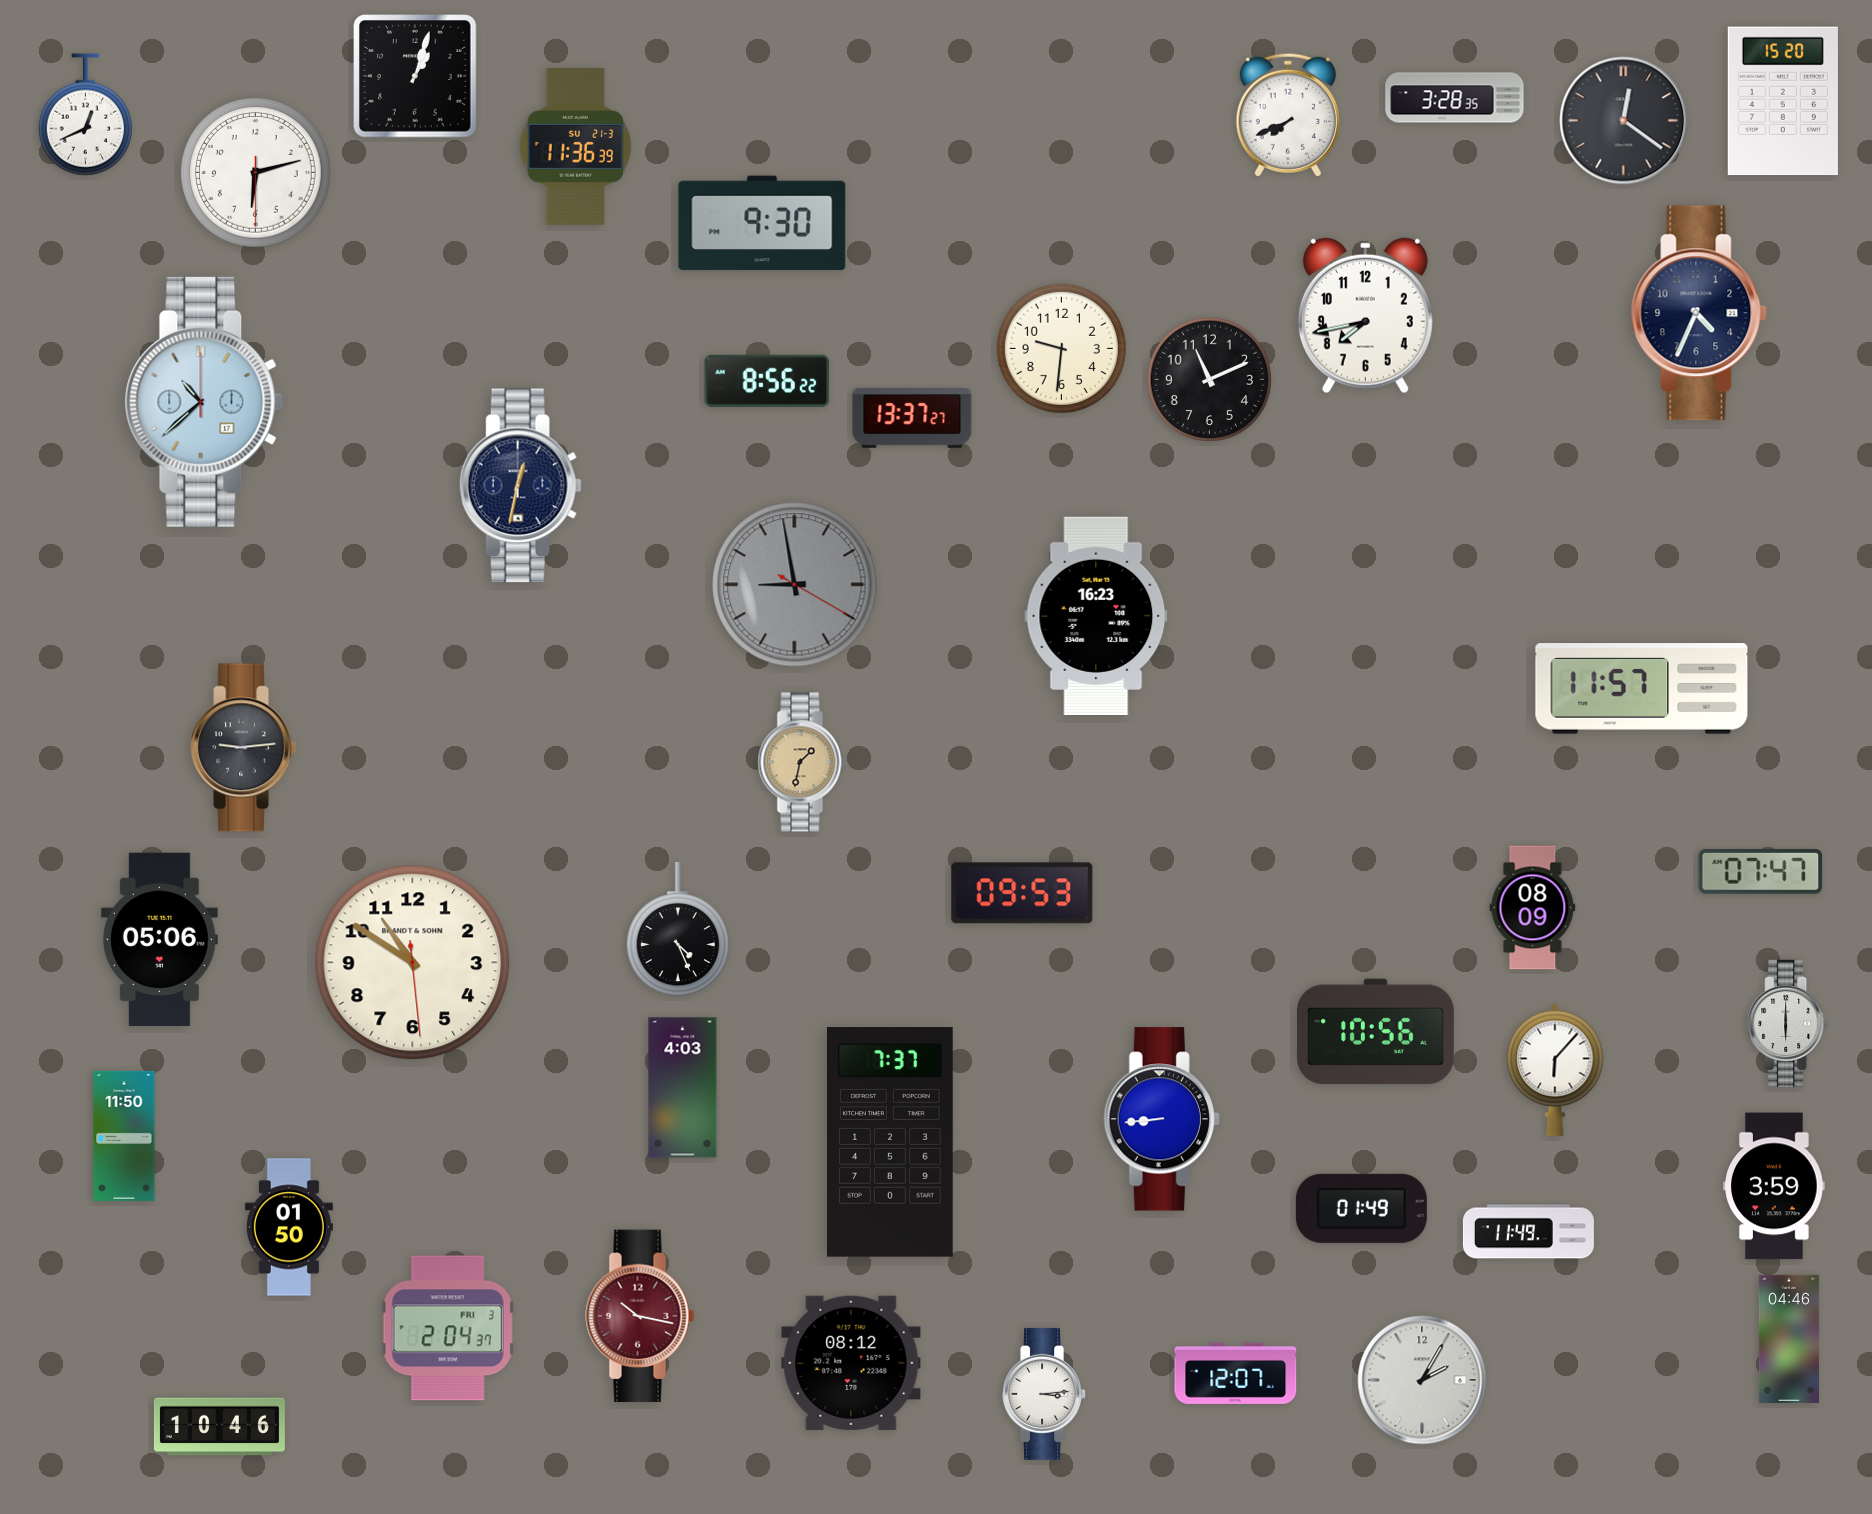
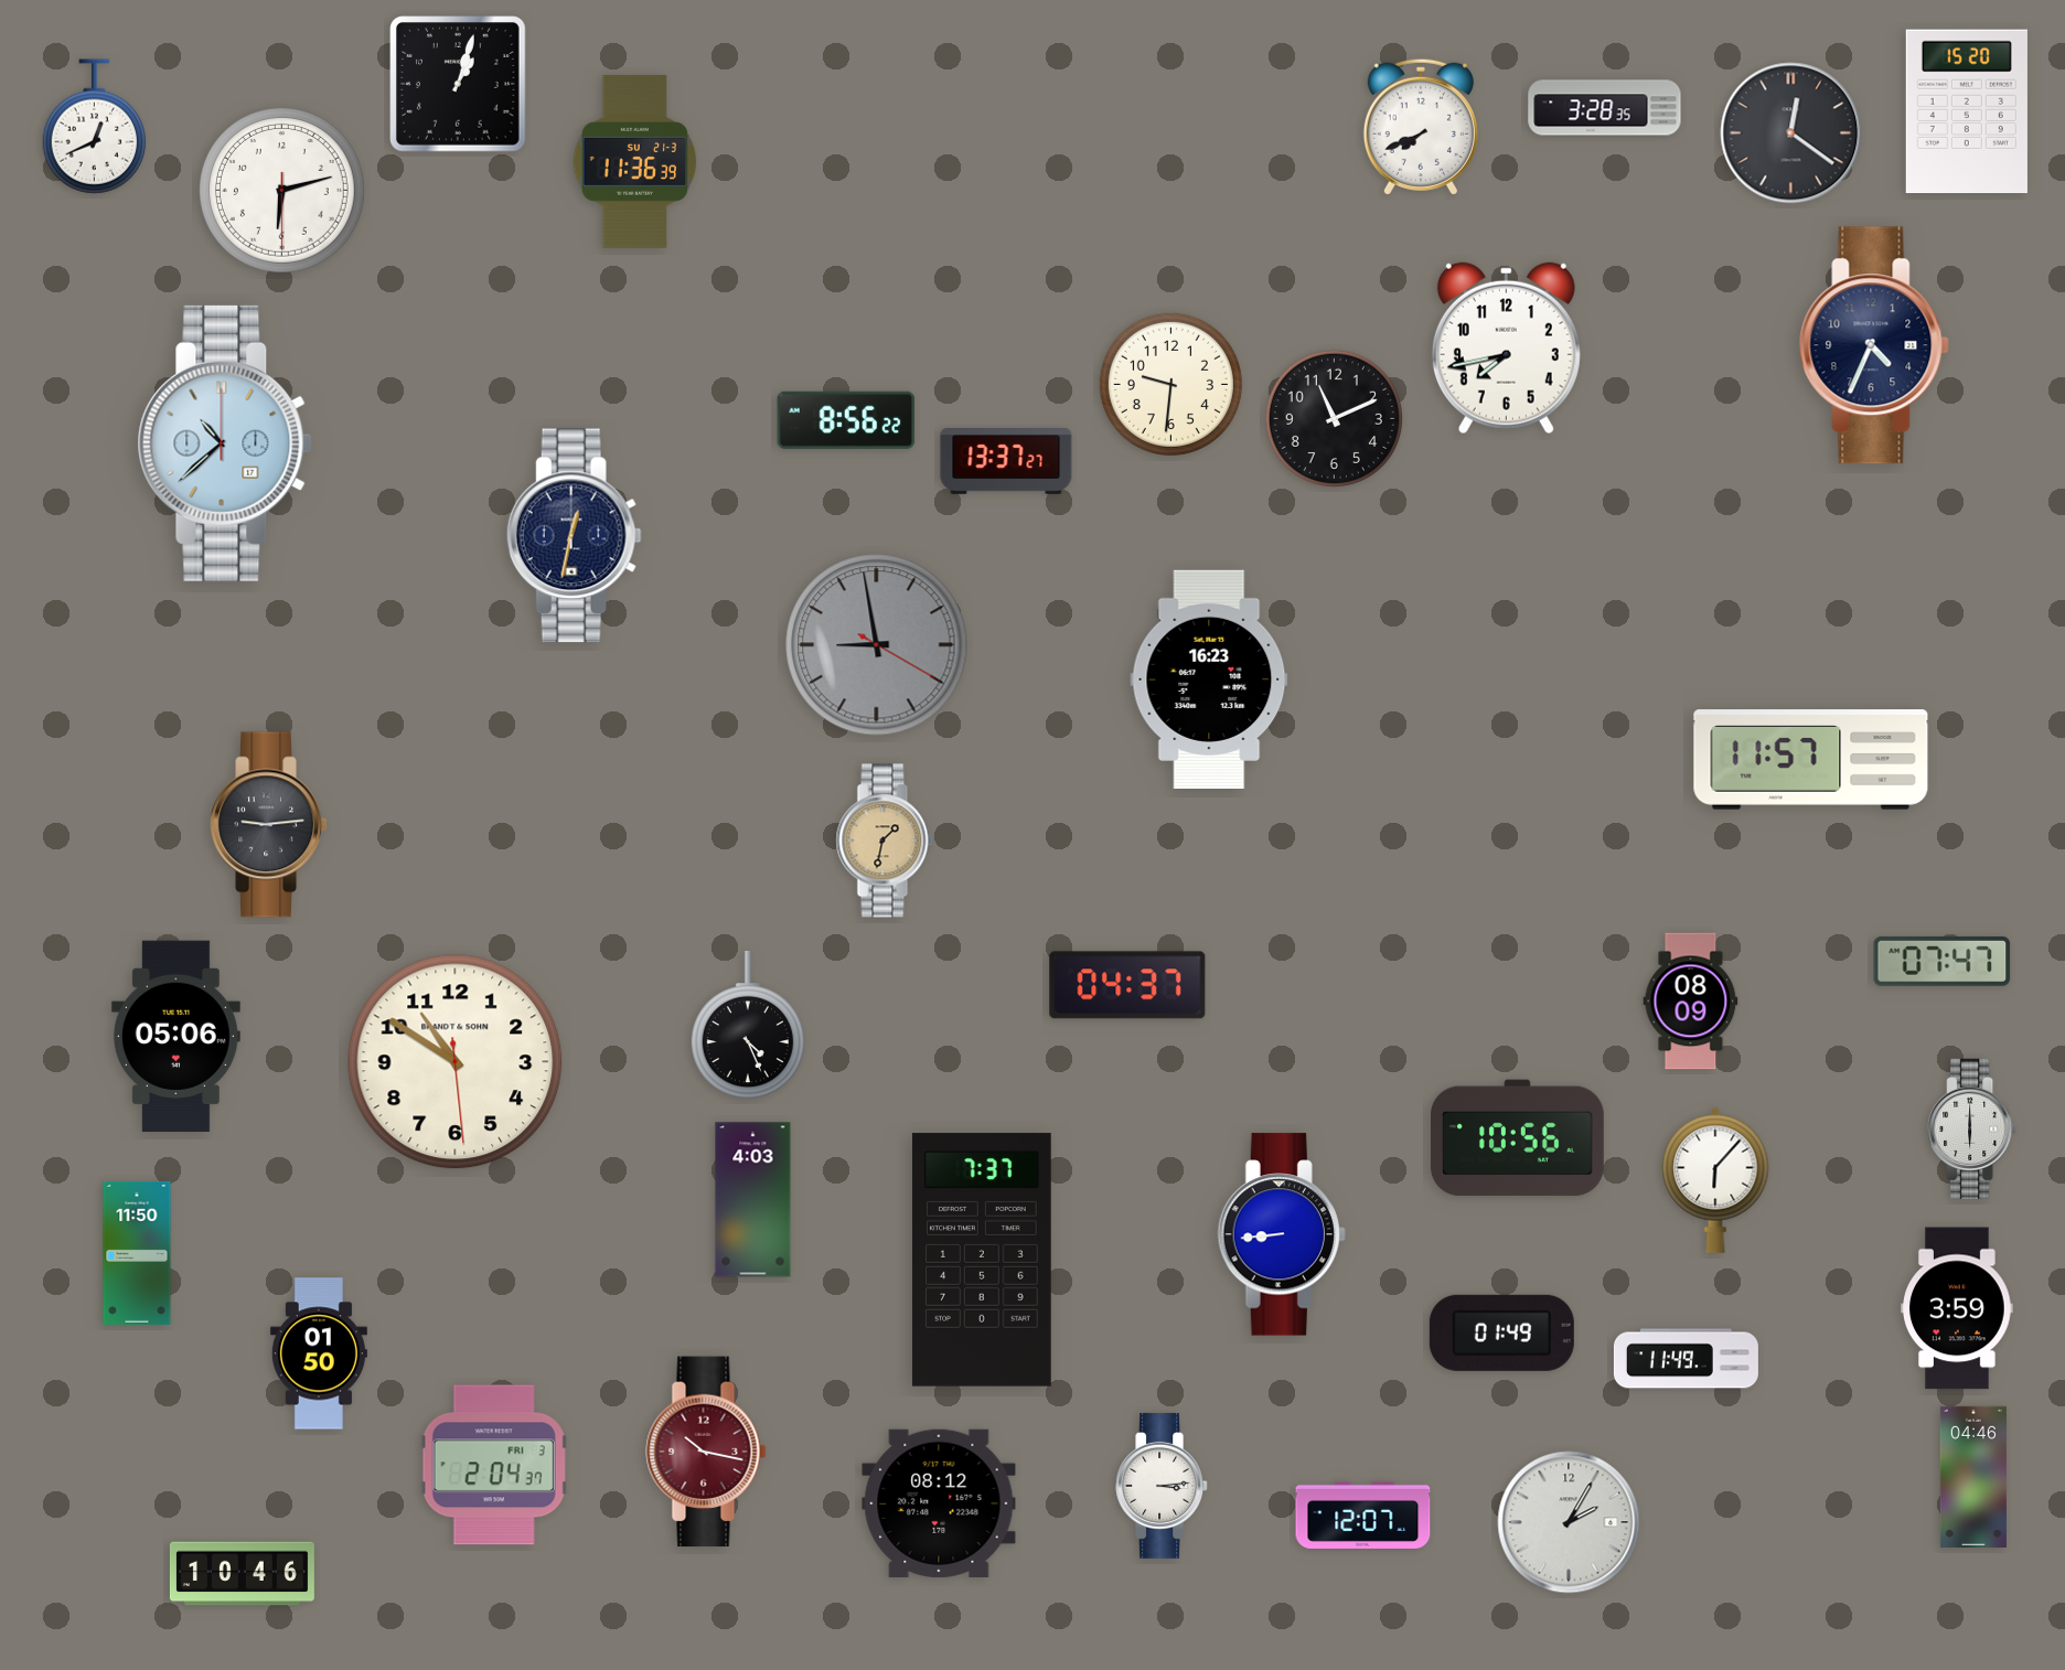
clock at (762, 223): 9:30 -> none
clock at (1022, 893): 09:53 -> 04:37
clock at (1045, 1394) position: (1045, 1394) -> (1163, 1486)
